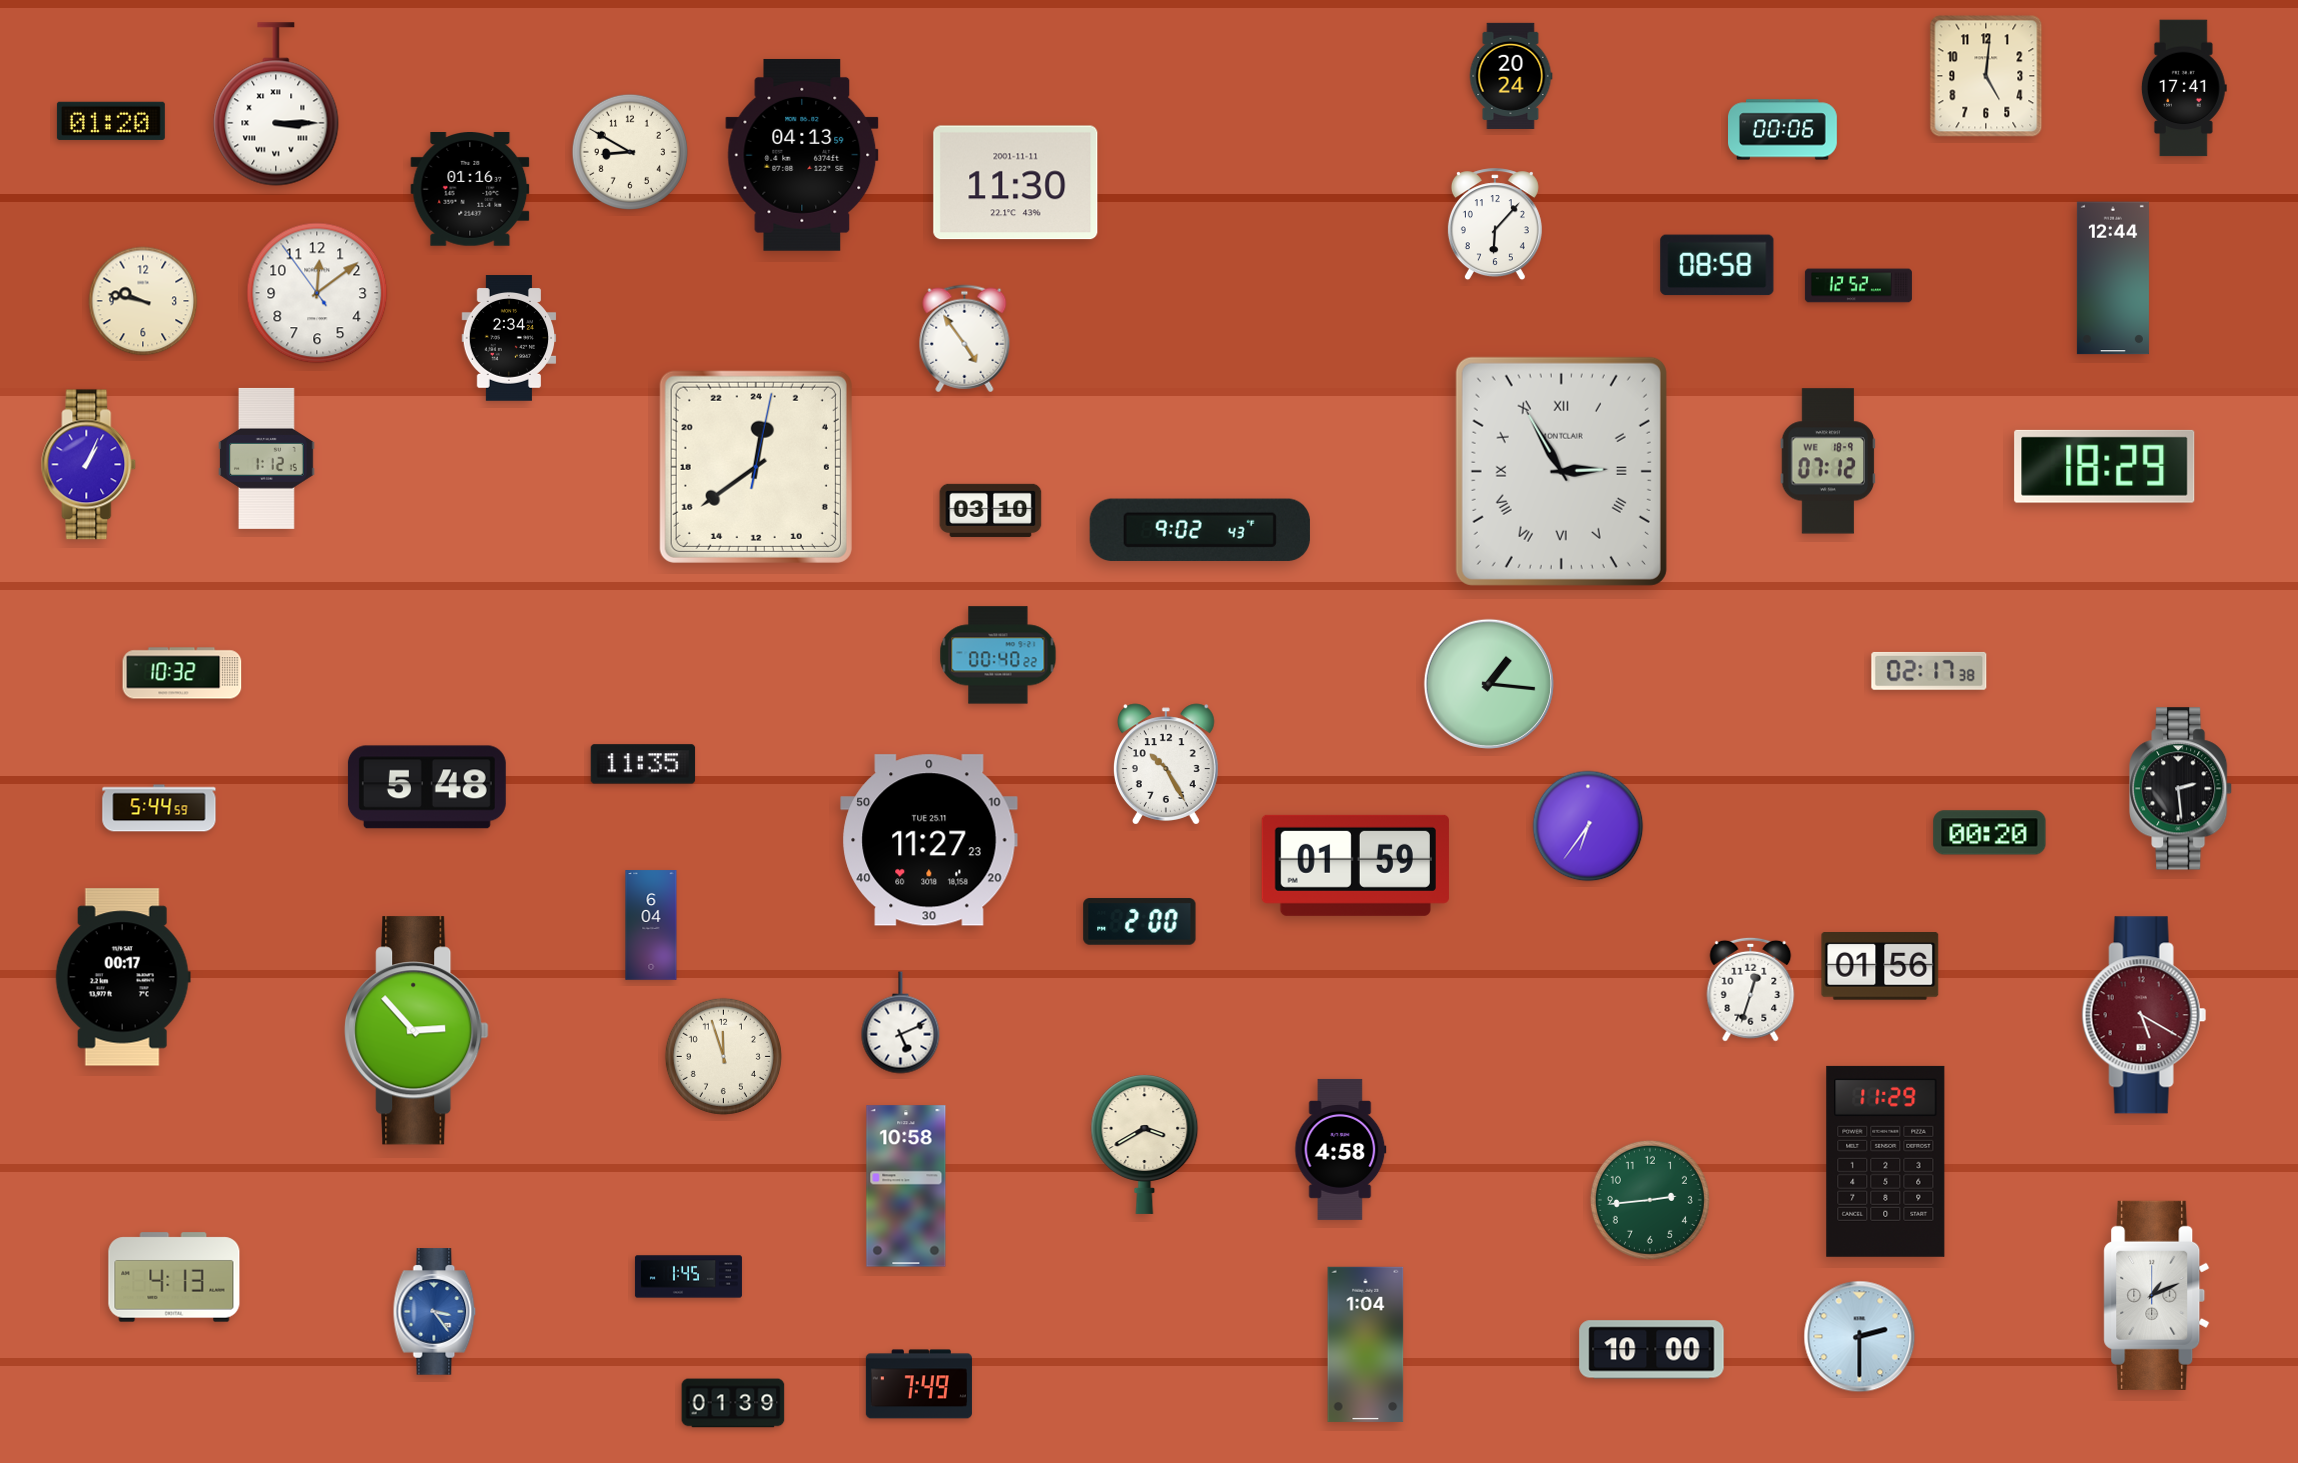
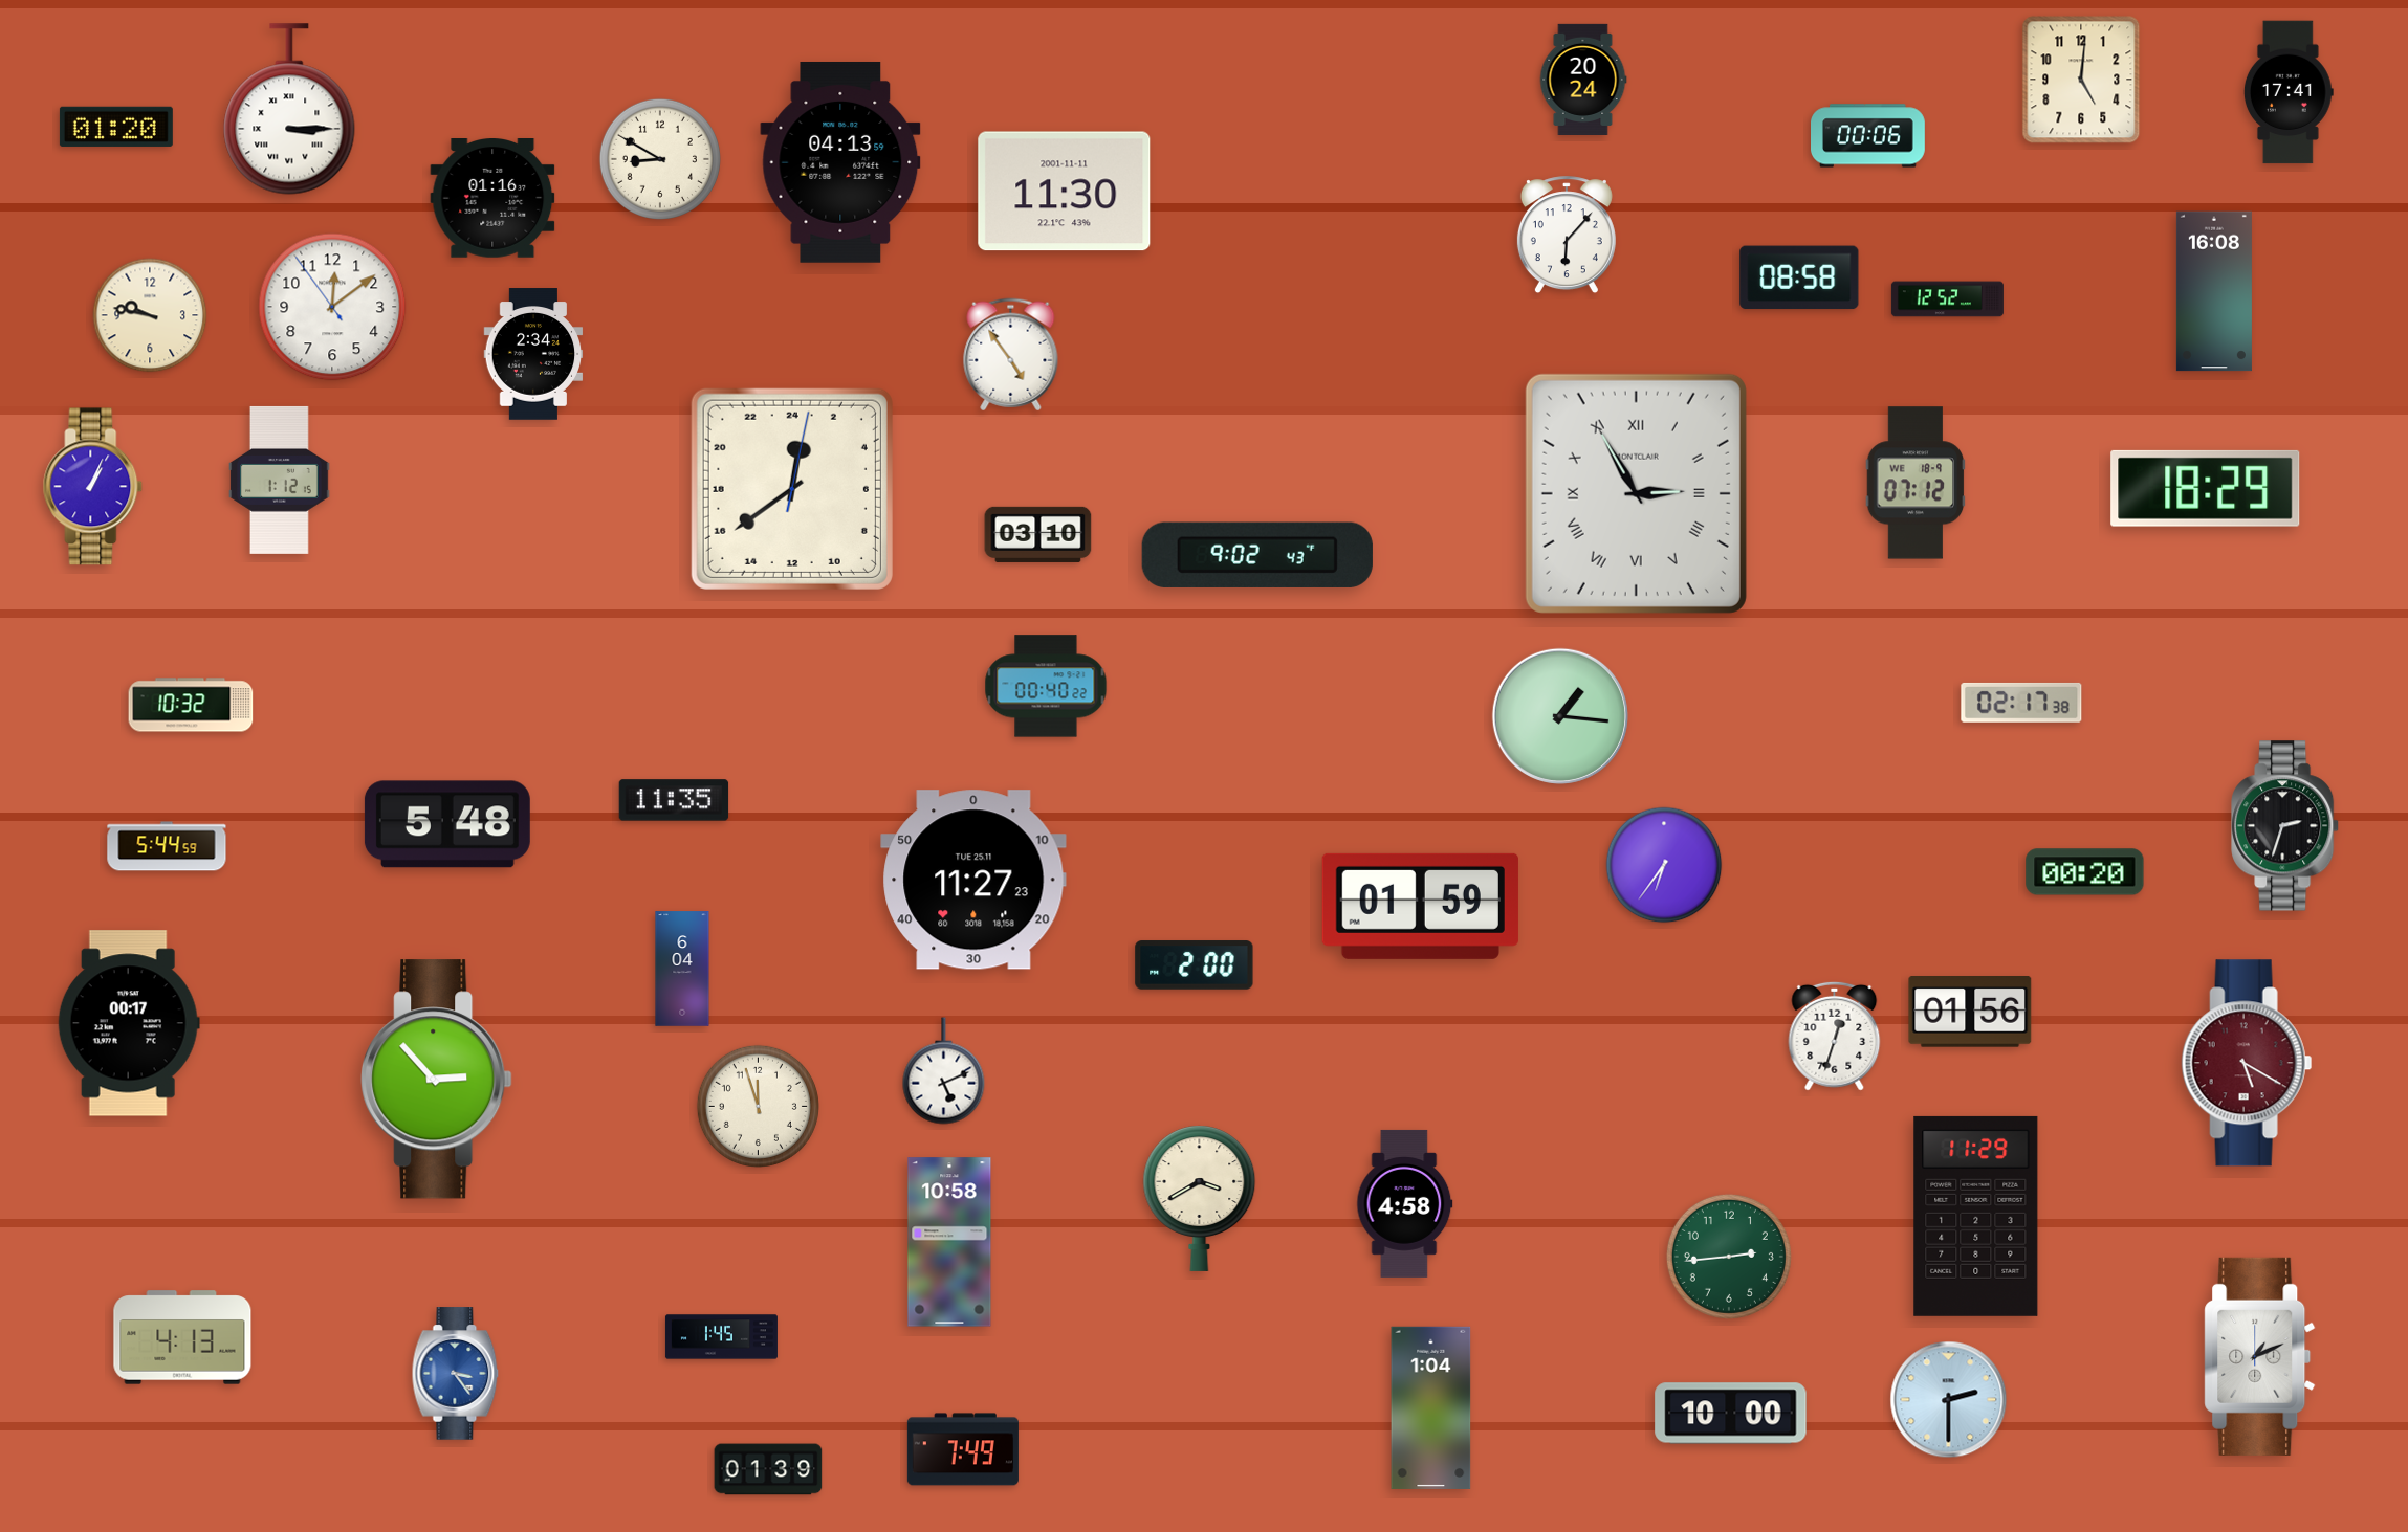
clock at (2113, 278): 12:44 -> 16:08
clock at (1166, 764): 10:25 -> none
clock at (2181, 789): 2:29 -> 2:33
